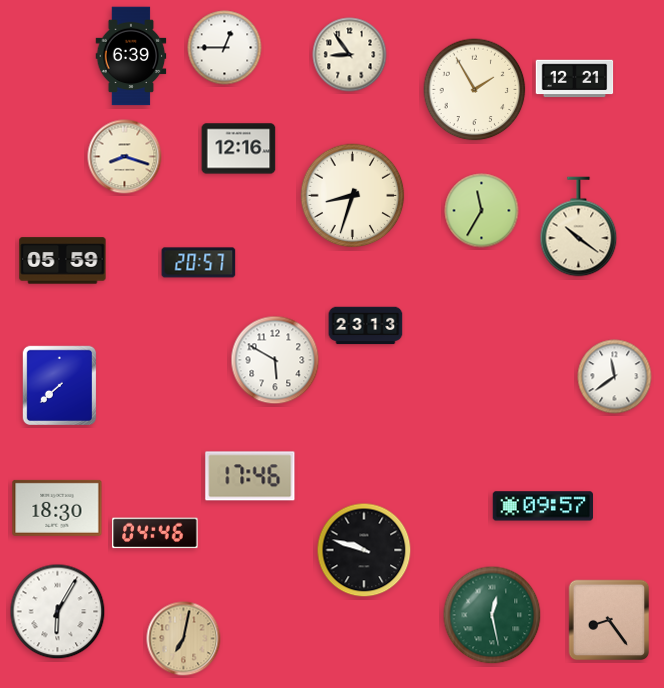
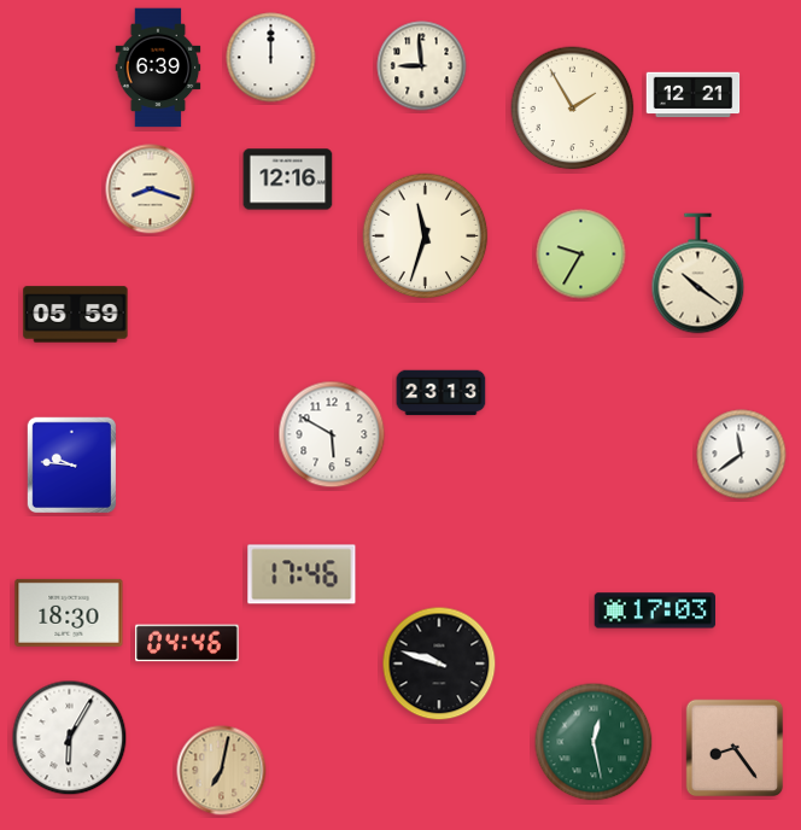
clock at (225, 48): 12:45 -> 12:00
clock at (350, 55): 8:54 -> 8:59
clock at (353, 196): 8:33 -> 11:33
clock at (482, 211): 11:35 -> 9:35
clock at (199, 263): 20:57 -> none
clock at (59, 385): 7:38 -> 9:46
clock at (542, 506): 09:57 -> 17:03
